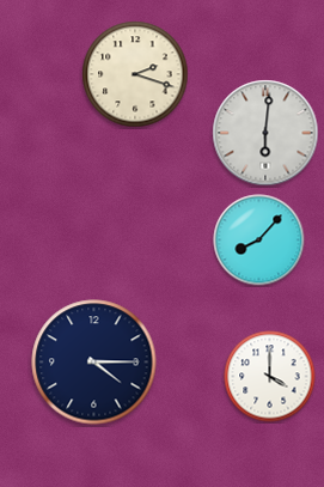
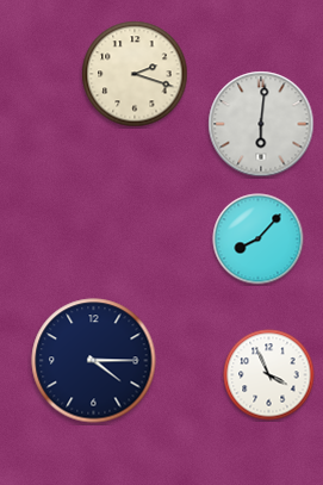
clock at (265, 133) position: (265, 133) -> (261, 124)
clock at (270, 377): 4:00 -> 3:56
